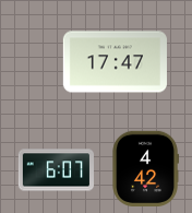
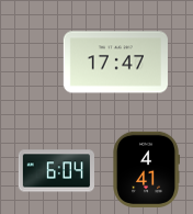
clock at (145, 168): 4:42 -> 4:41
clock at (57, 170): 6:07 -> 6:04
